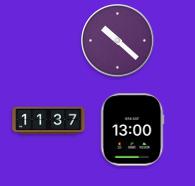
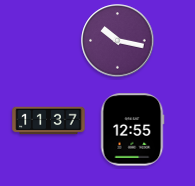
clock at (118, 41): 10:22 -> 10:17
clock at (132, 130): 13:00 -> 12:55
